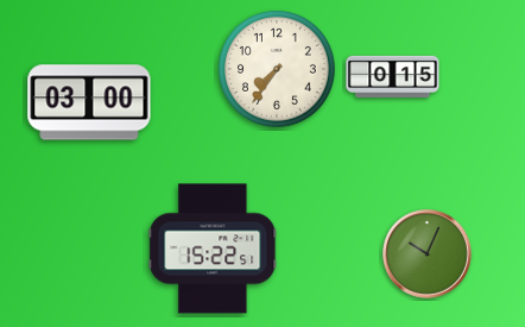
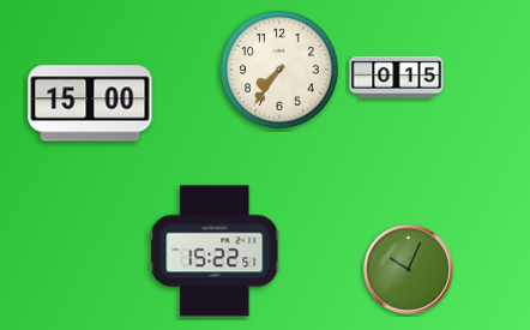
clock at (89, 102): 03:00 -> 15:00
clock at (428, 254) position: (428, 254) -> (409, 270)
